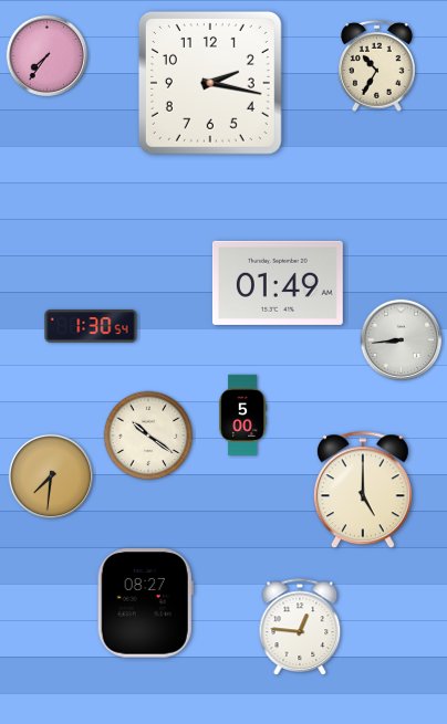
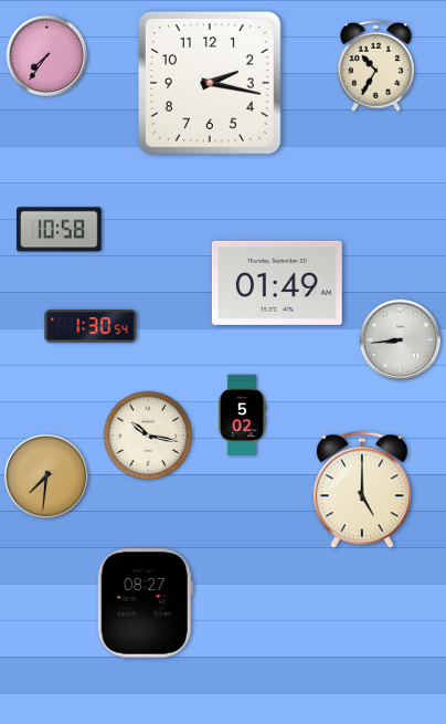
clock at (60, 230): none -> 10:58
clock at (243, 415): 5:00 -> 5:02
clock at (148, 436): 10:21 -> 10:17
clock at (51, 476) position: (51, 476) -> (46, 476)
clock at (300, 628): 12:46 -> none
